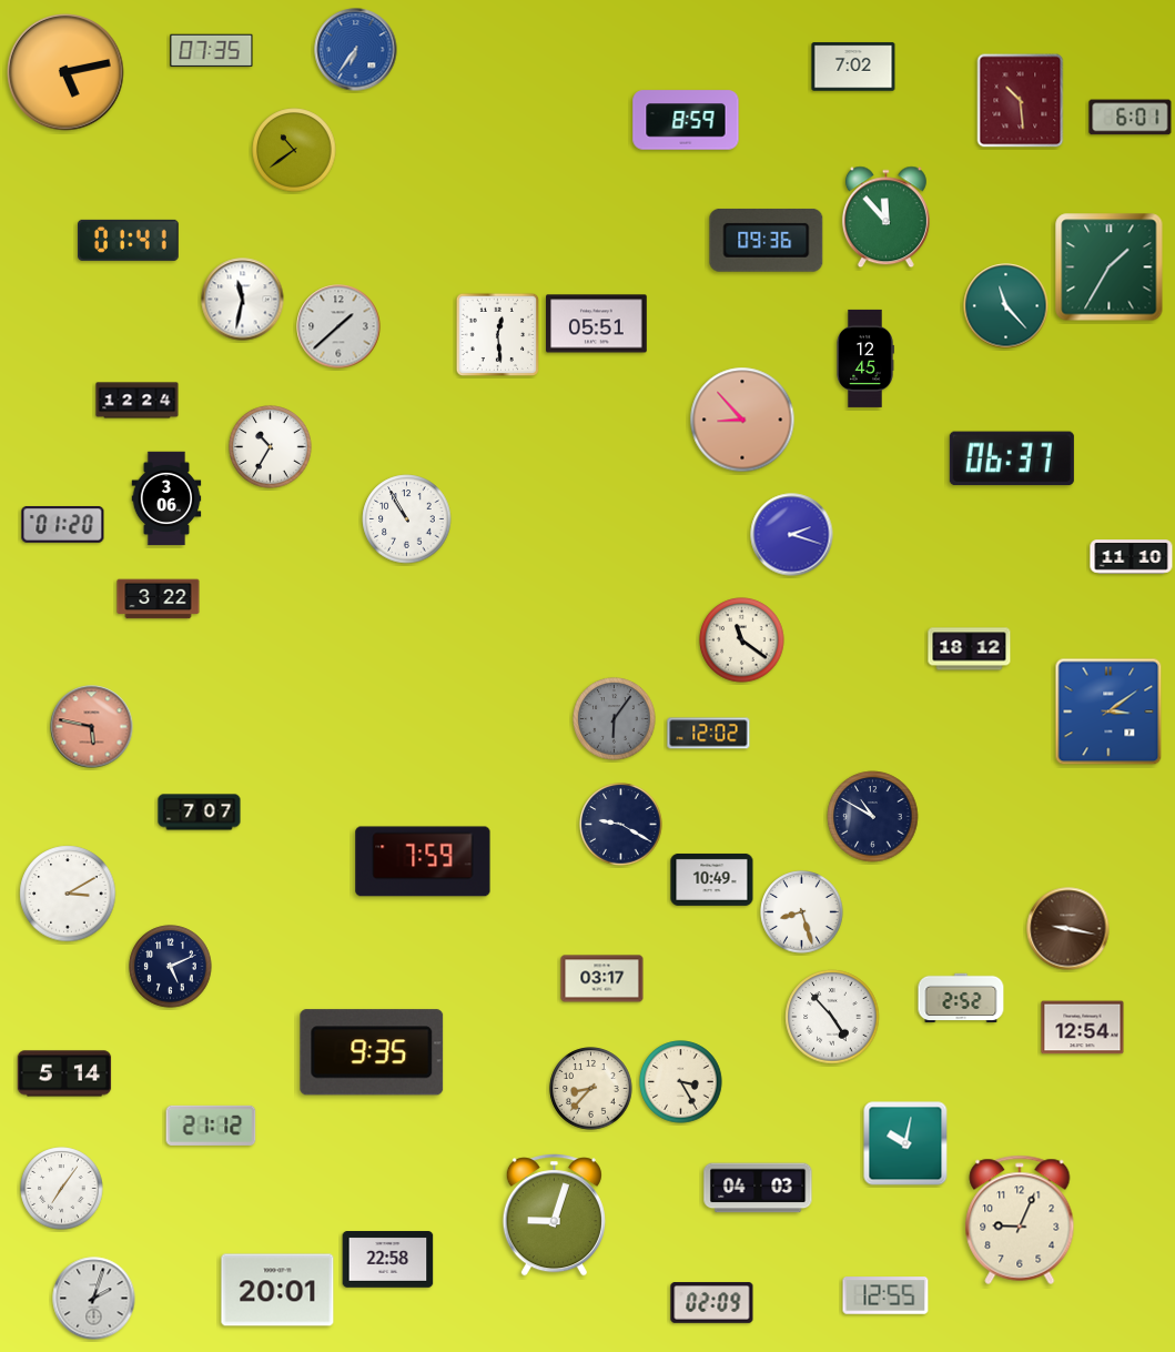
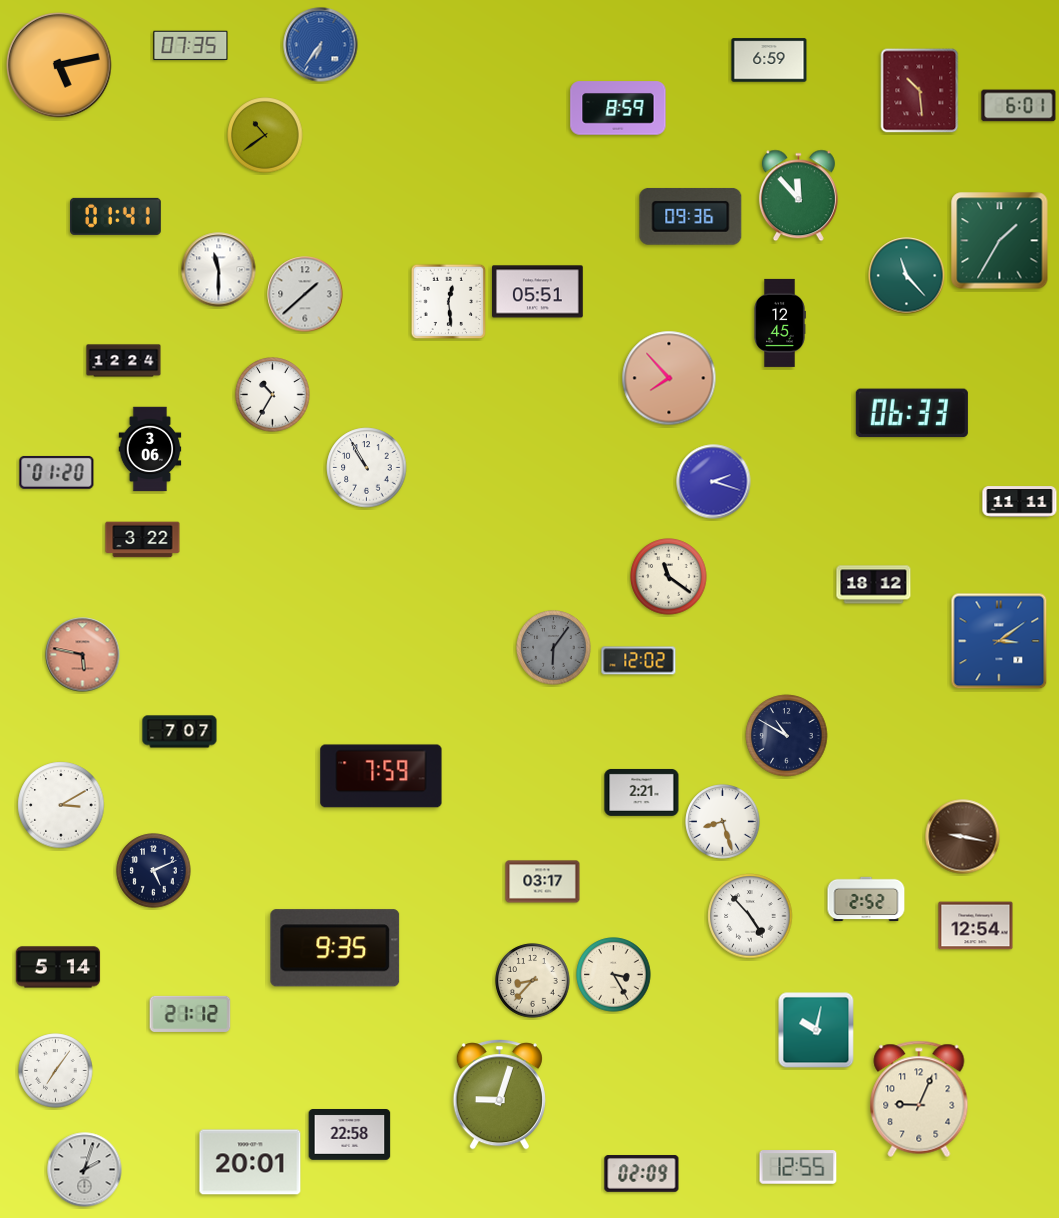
clock at (853, 67): 7:02 -> 6:59
clock at (243, 300): 11:32 -> 11:30
clock at (742, 420): 8:53 -> 7:53
clock at (271, 447) position: (271, 447) -> (273, 395)
clock at (1012, 458): 06:37 -> 06:33
clock at (1132, 557): 11:10 -> 11:11
clock at (621, 825): 9:20 -> none
clock at (712, 879): 10:49 -> 2:21
clock at (758, 1188): 04:03 -> none
